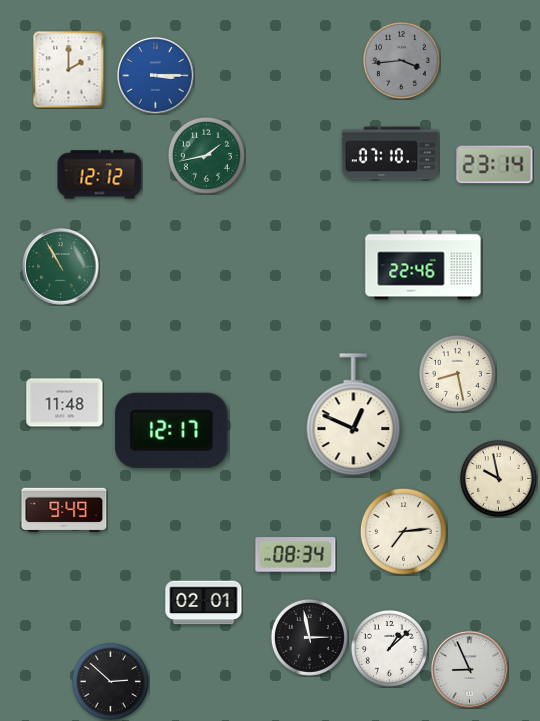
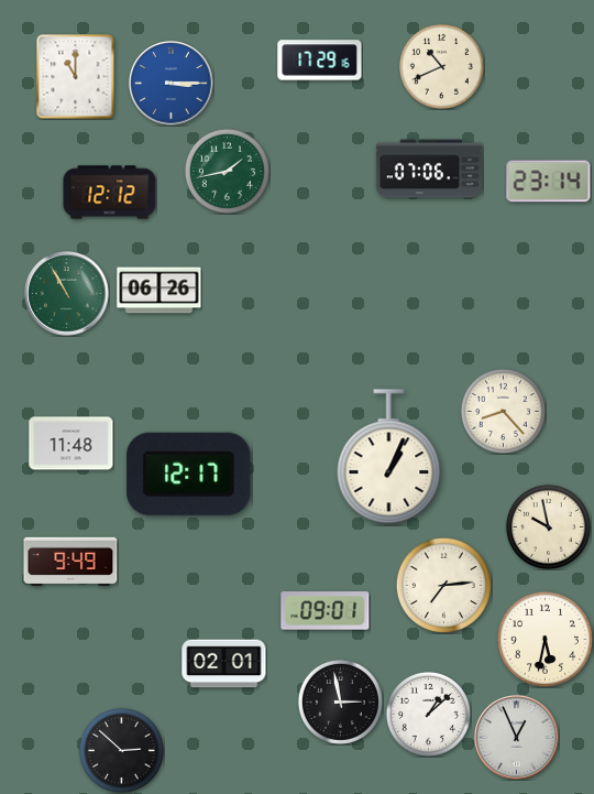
clock at (320, 61): none -> 17:29
clock at (401, 60): 3:44 -> 10:41
clock at (401, 60) dial: grey -> cream
clock at (69, 69): 2:00 -> 11:00
clock at (390, 153): 07:10 -> 07:06
clock at (495, 165) position: (495, 165) -> (549, 182)
clock at (159, 291): none -> 06:26
clock at (423, 265): 22:46 -> none
clock at (457, 373): 8:28 -> 8:23
clock at (354, 415): 12:49 -> 1:04
clock at (296, 555): 08:34 -> 09:01
clock at (544, 639): none -> 5:32
clock at (470, 670): 8:56 -> 12:56
